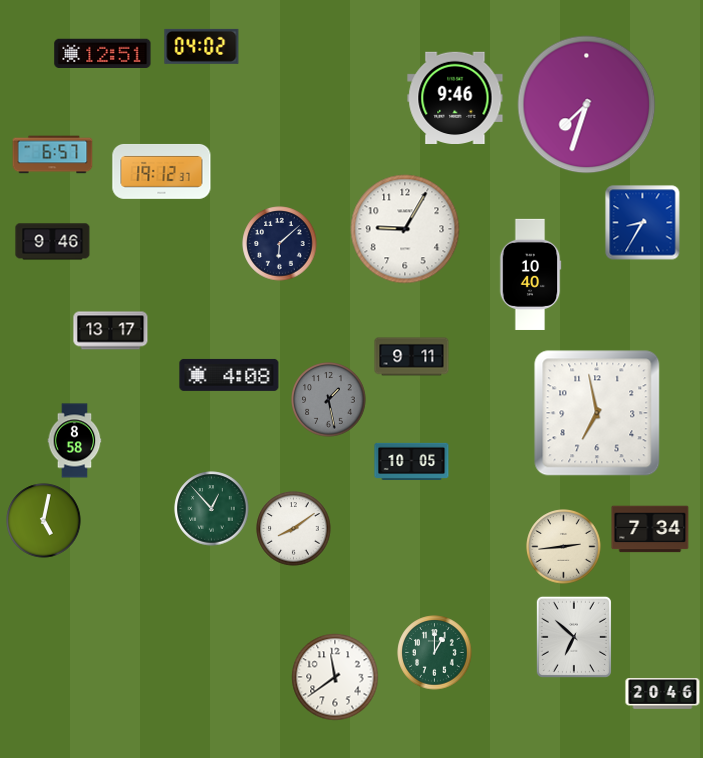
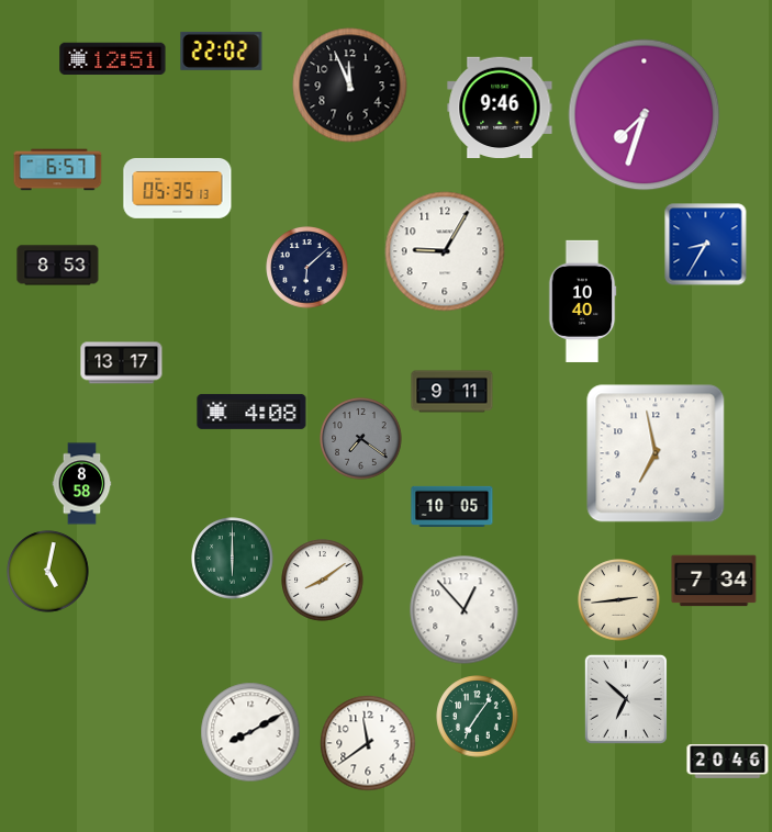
clock at (202, 46): 04:02 -> 22:02
clock at (350, 86): none -> 11:56
clock at (162, 171): 19:12 -> 05:35
clock at (53, 242): 9:46 -> 8:53
clock at (329, 400): 1:28 -> 7:21
clock at (212, 509): 12:53 -> 6:00
clock at (465, 610): none -> 12:53
clock at (574, 637) position: (574, 637) -> (626, 699)
clock at (435, 653): 1:00 -> 7:06
clock at (250, 732): none -> 8:10
